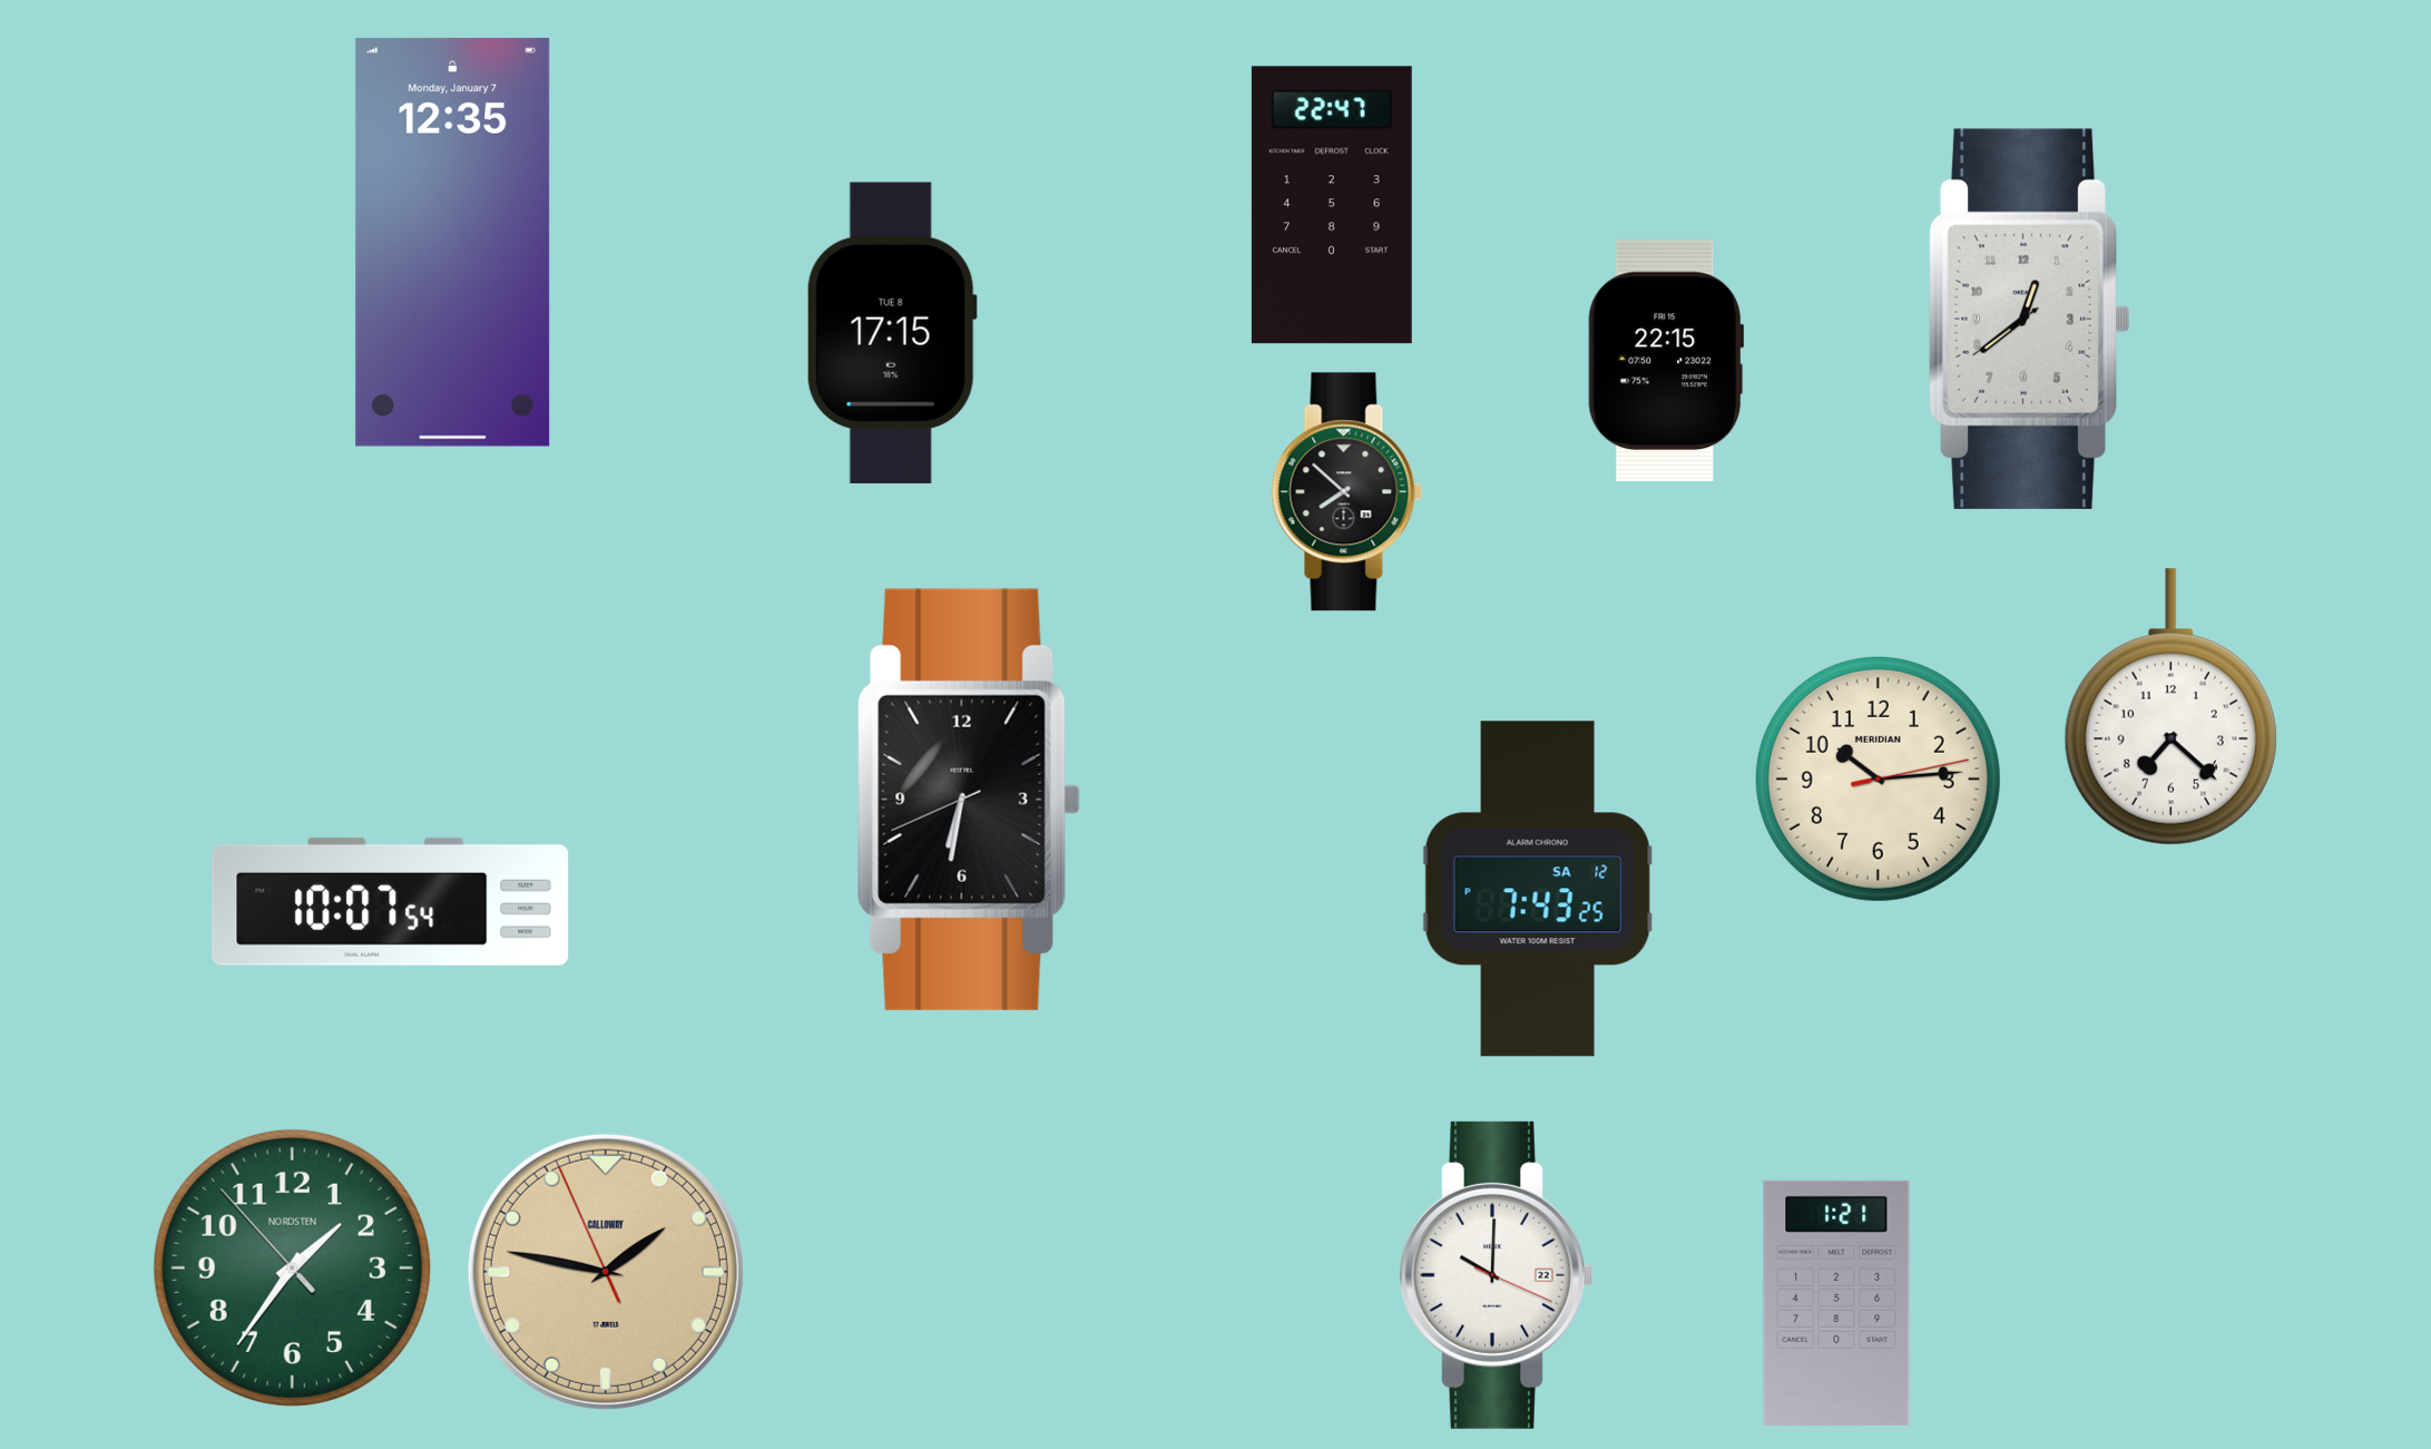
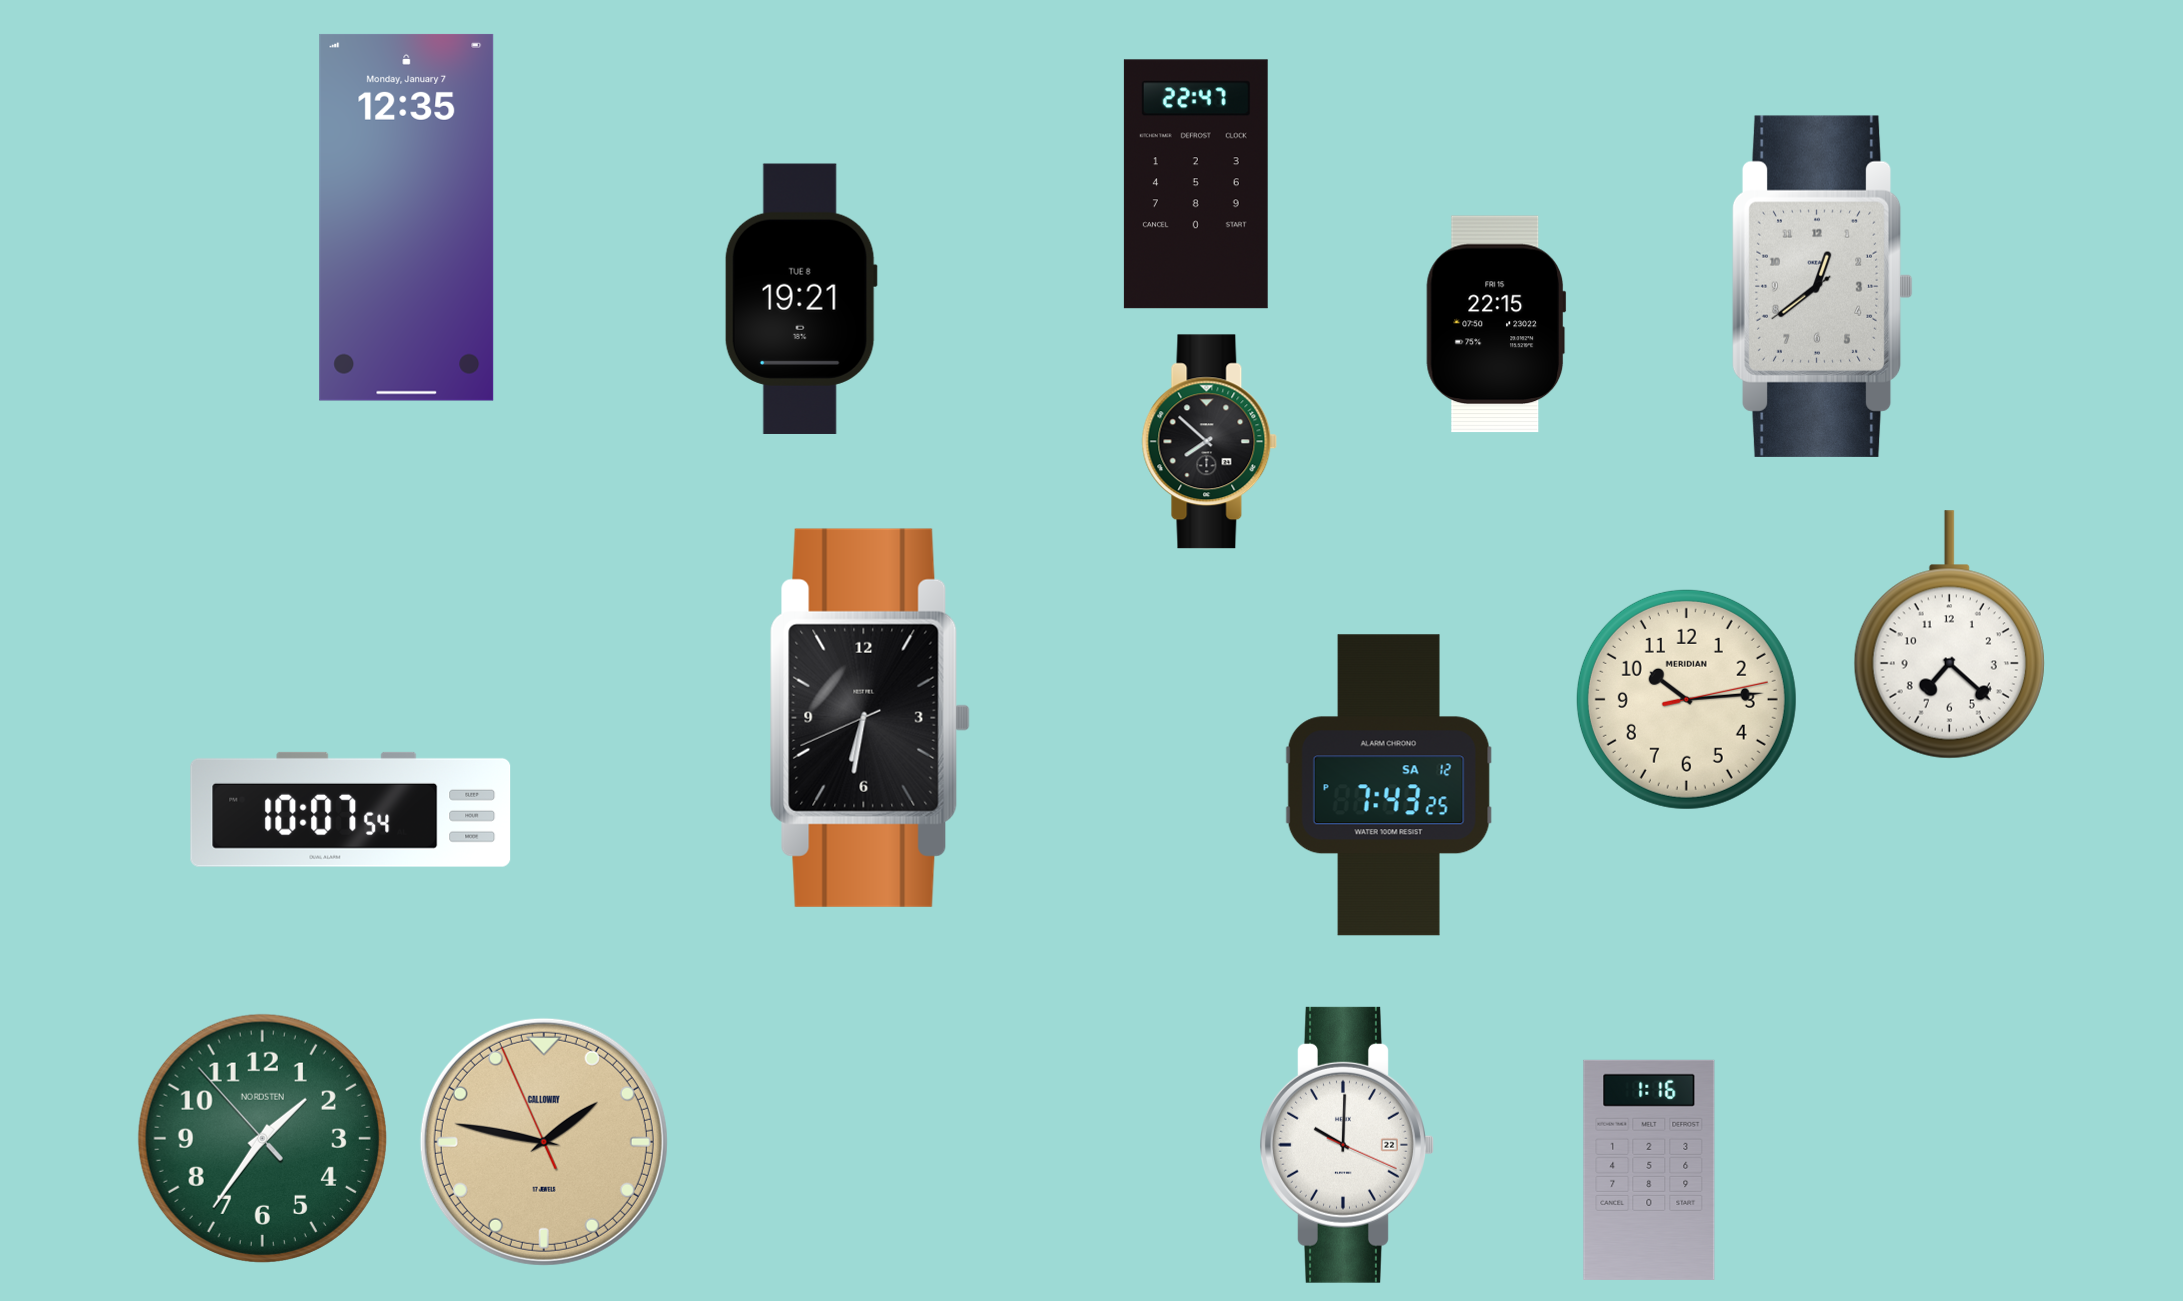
clock at (892, 333): 17:15 -> 19:21
clock at (1538, 889) position: (1538, 889) -> (1389, 785)
clock at (1497, 1275) position: (1497, 1275) -> (1347, 1145)
clock at (1836, 1303): 1:21 -> 1:16
